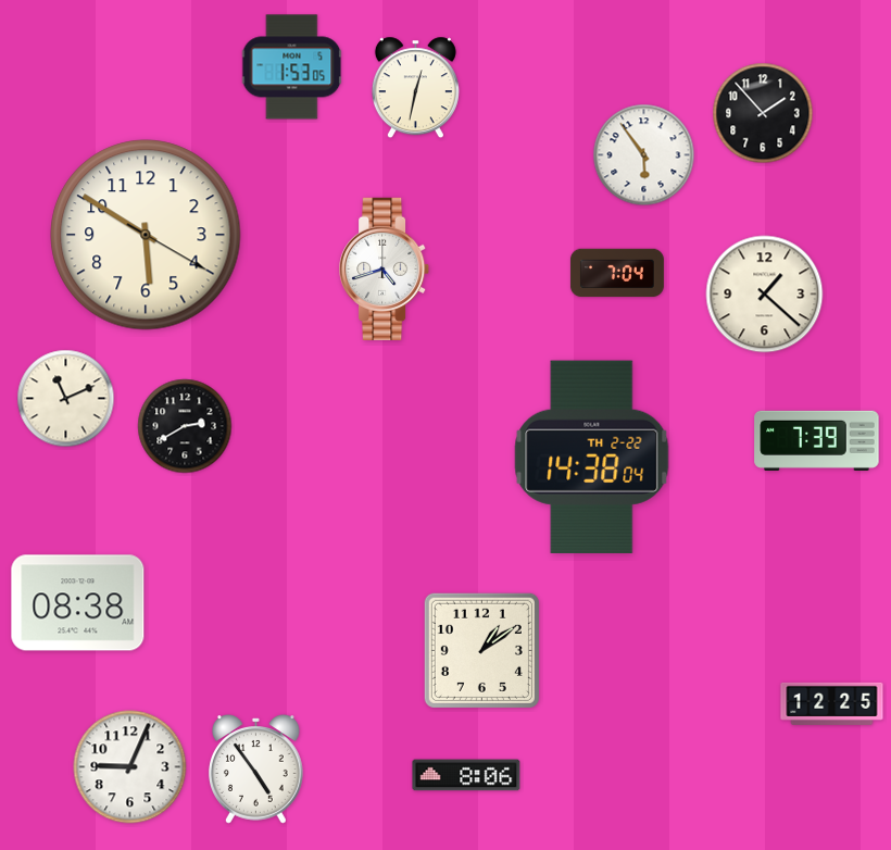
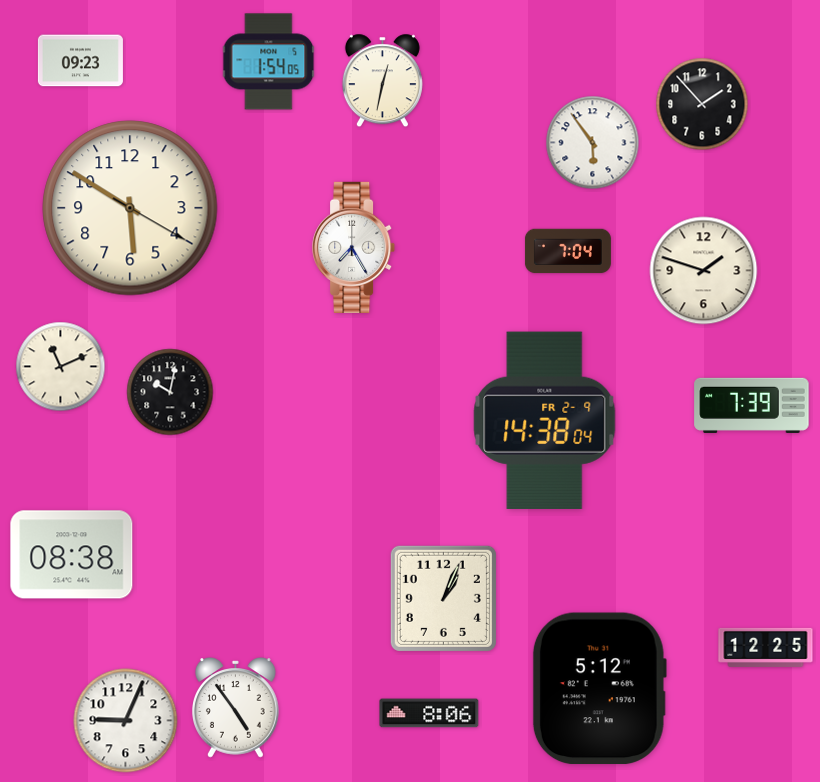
clock at (80, 61): none -> 09:23
clock at (292, 67): 1:53 -> 1:54
clock at (146, 235) position: (146, 235) -> (130, 208)
clock at (385, 268): 4:42 -> 7:25
clock at (765, 295): 1:22 -> 1:48
clock at (185, 426): 2:40 -> 10:02
clock at (592, 457) date: TH 2-22 -> FR 2-9
clock at (481, 650): 1:09 -> 1:04
clock at (599, 689): none -> 5:12
clock at (130, 767) position: (130, 767) -> (126, 721)
